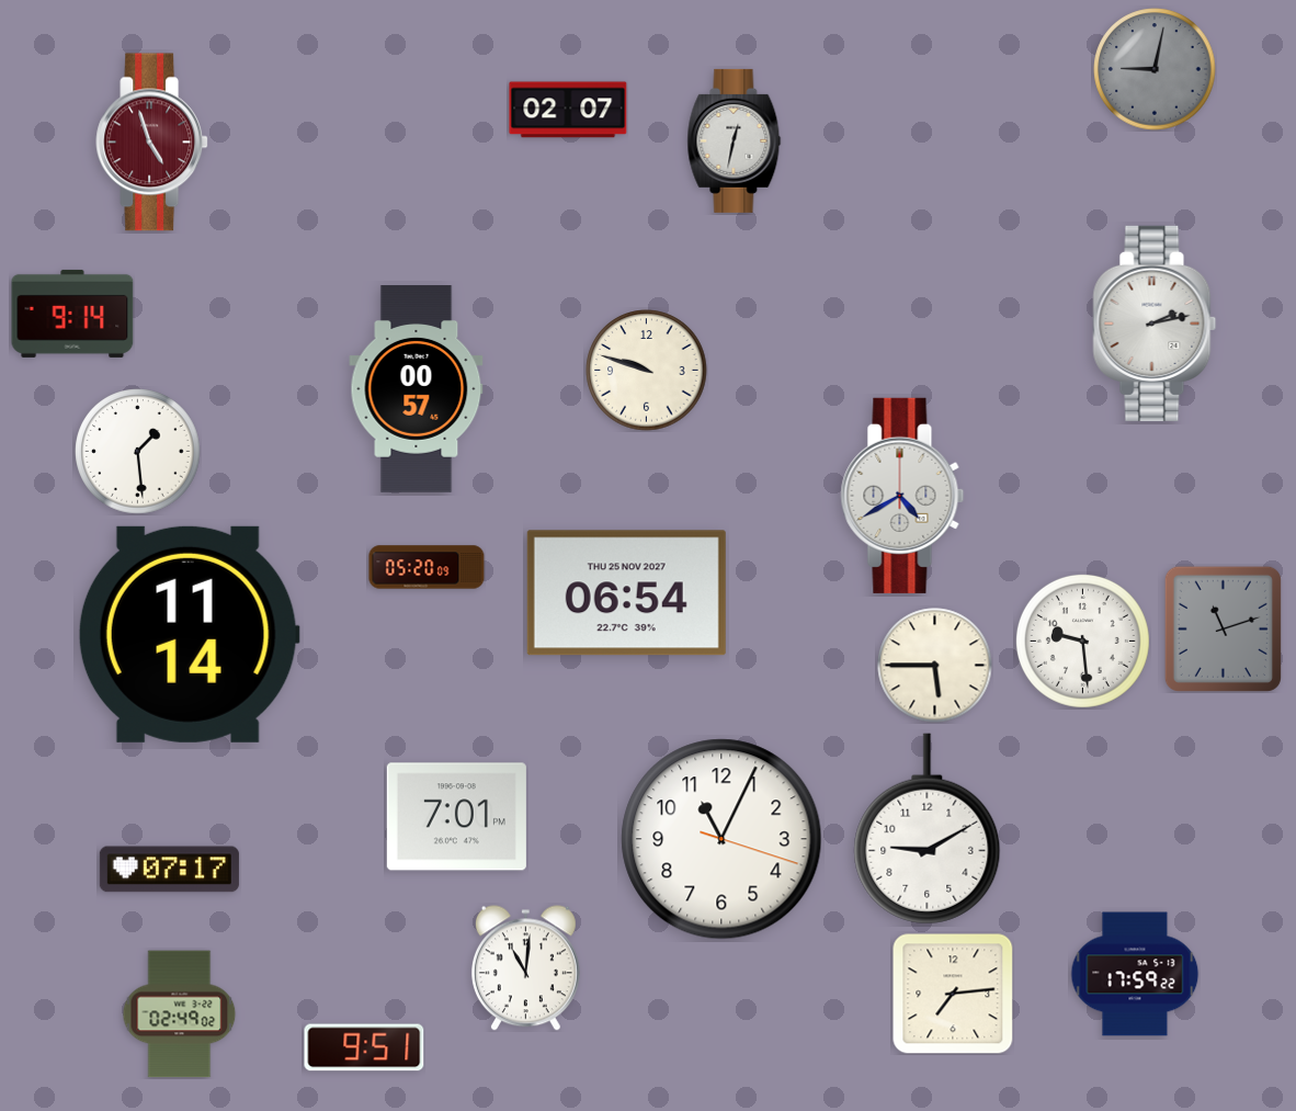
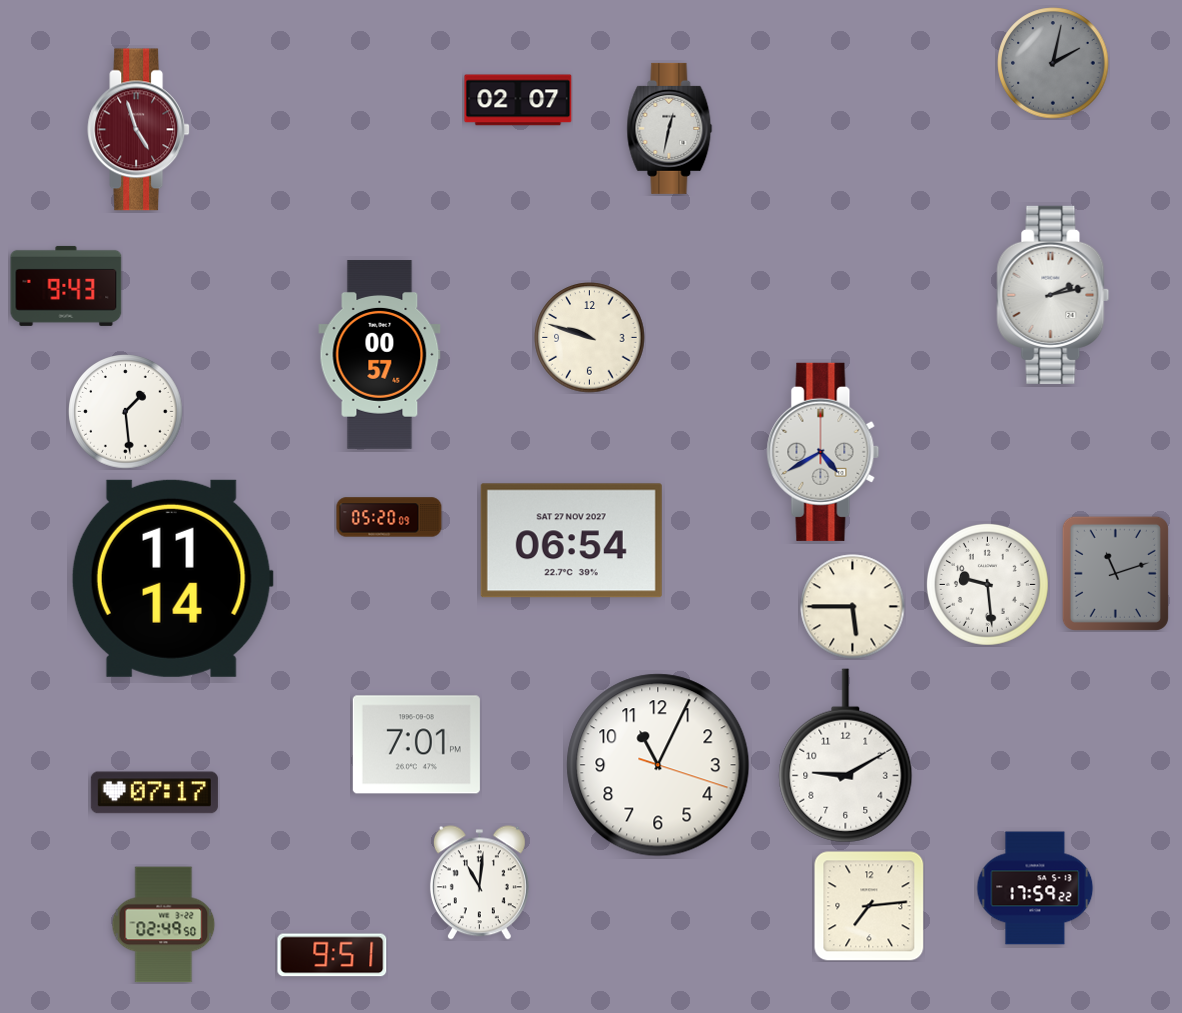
clock at (1155, 69): 9:02 -> 2:02
clock at (72, 314): 9:14 -> 9:43
clock at (626, 593) date: THU 25 NOV 2027 -> SAT 27 NOV 2027
clock at (180, 1014): 02:49:02 -> 02:49:50
